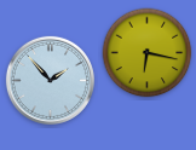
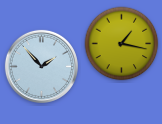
clock at (148, 53): 6:17 -> 1:17
